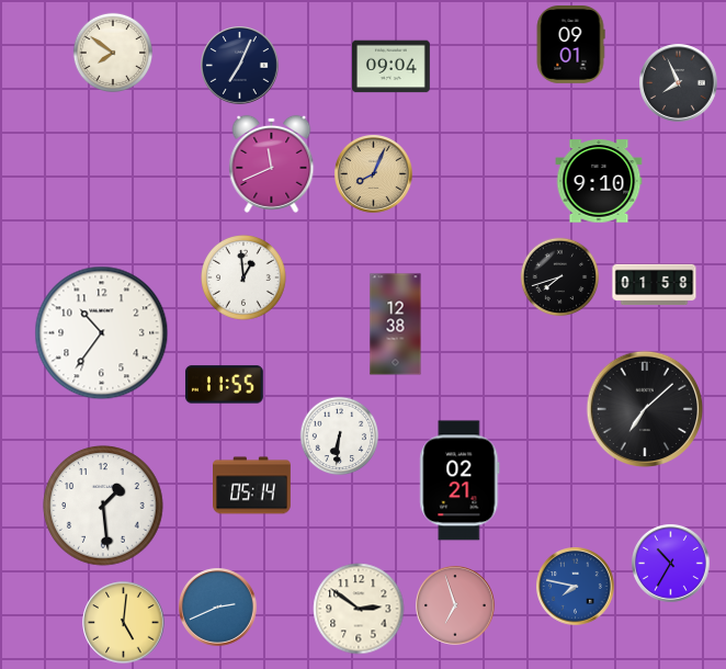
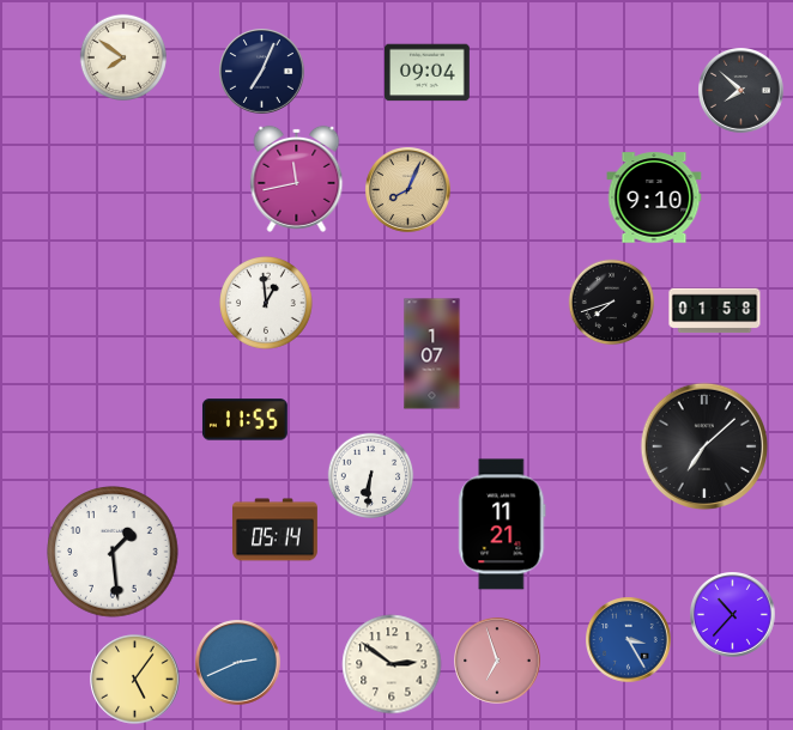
clock at (570, 45): 09:01 -> none
clock at (679, 83): 7:56 -> 7:52
clock at (272, 163): 11:41 -> 11:43
clock at (396, 325): 12:38 -> 1:07
clock at (102, 333): 10:36 -> none
clock at (460, 480): 02:21 -> 11:21
clock at (671, 564): 10:35 -> 10:37
clock at (576, 587): 7:47 -> 3:25
clock at (124, 623): 5:01 -> 5:06
